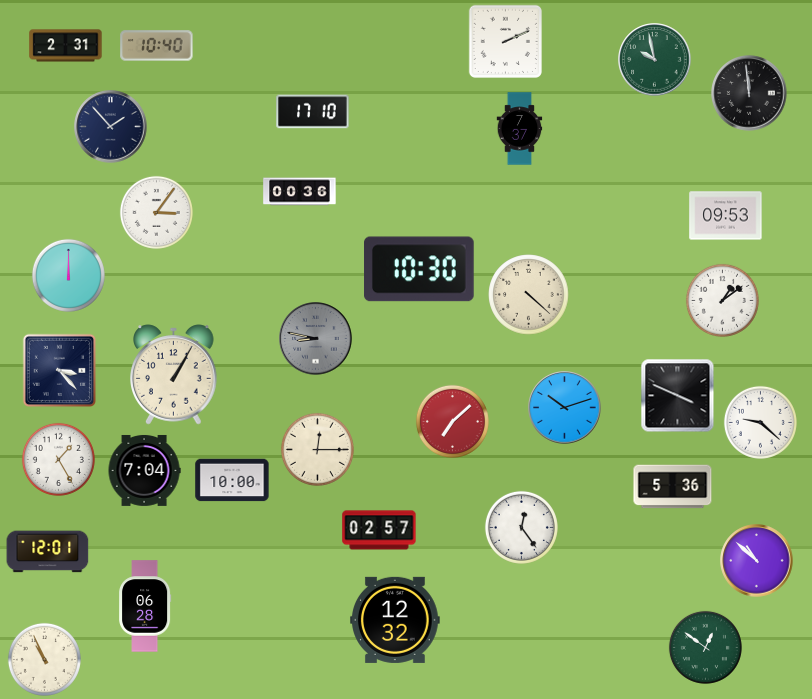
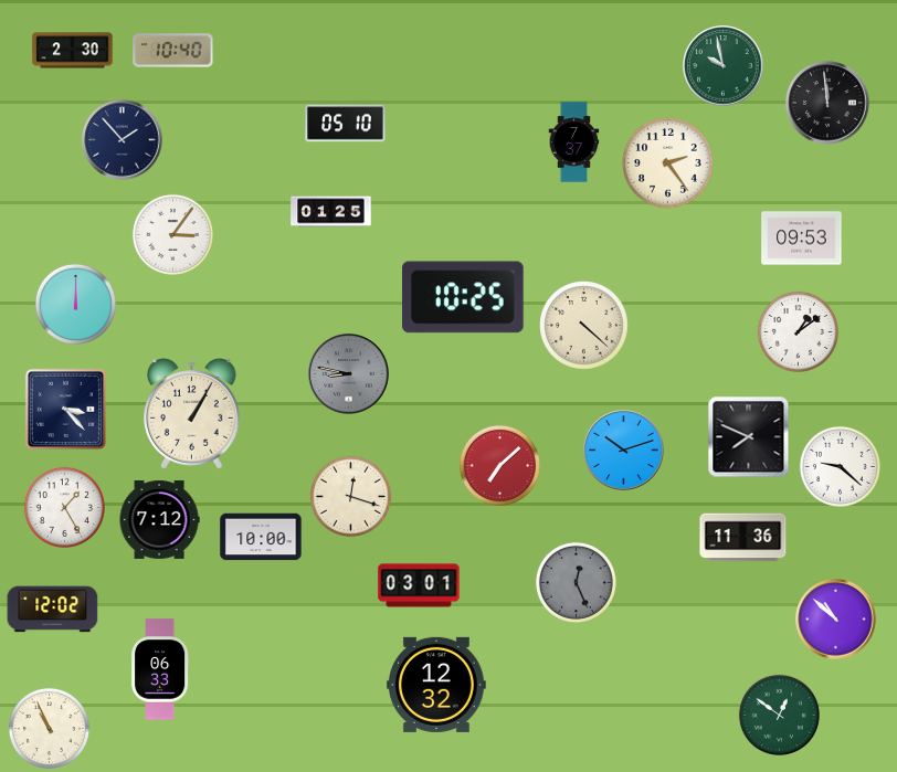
clock at (505, 41): 2:11 -> none
clock at (66, 46): 2:31 -> 2:30
clock at (313, 112): 17:10 -> 05:10
clock at (668, 163): none -> 2:24
clock at (300, 192): 00:36 -> 01:25
clock at (420, 269): 10:30 -> 10:25
clock at (678, 396): 3:49 -> 7:49
clock at (317, 449): 12:15 -> 12:18
clock at (144, 470): 7:04 -> 7:12
clock at (232, 480) position: (232, 480) -> (261, 537)
clock at (673, 487): 5:36 -> 11:36
clock at (521, 527): 12:24 -> 12:26
clock at (521, 527) dial: white -> grey
clock at (379, 530): 02:57 -> 03:01
clock at (48, 552): 12:01 -> 12:02
clock at (146, 606): 06:28 -> 06:33
